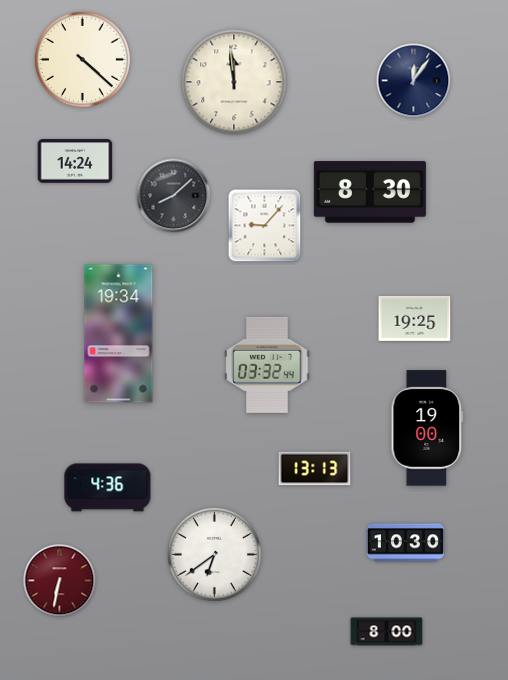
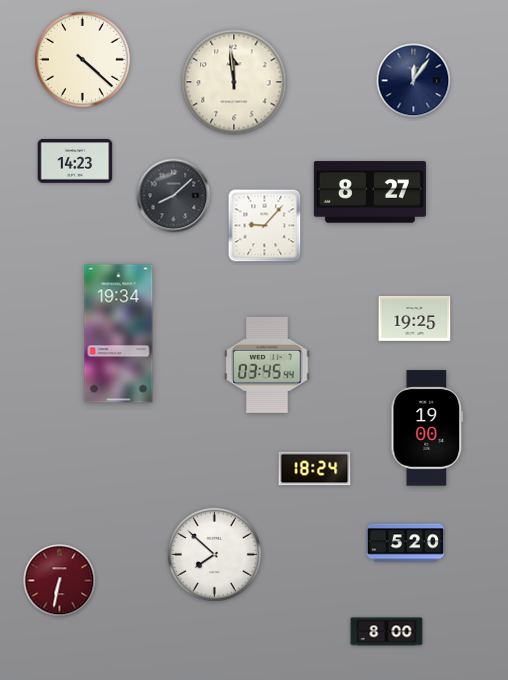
clock at (75, 161): 14:24 -> 14:23
clock at (370, 192): 8:30 -> 8:27
clock at (267, 365): 03:32 -> 03:45
clock at (315, 469): 13:13 -> 18:24
clock at (108, 488): 4:36 -> none
clock at (405, 543): 10:30 -> 5:20
clock at (214, 554): 6:39 -> 7:52
